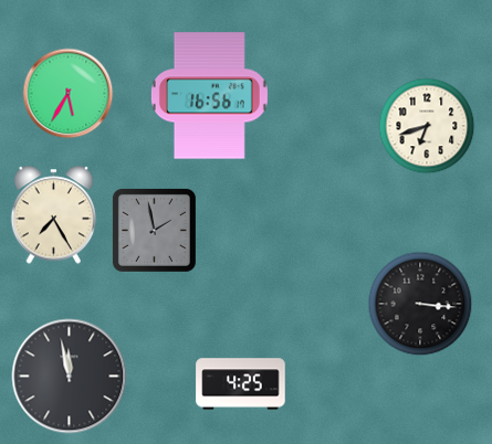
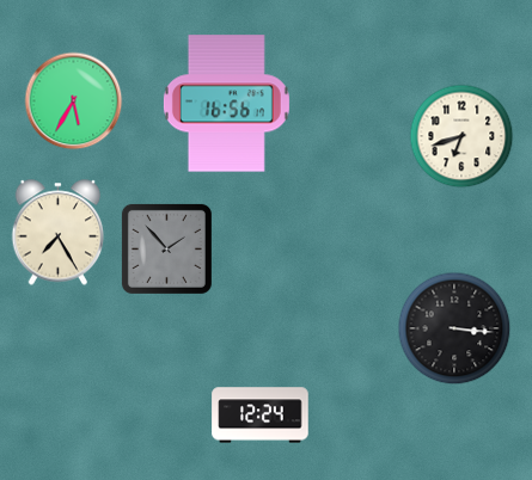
clock at (154, 230): 1:58 -> 1:53
clock at (70, 377): 11:58 -> none
clock at (241, 384): 4:25 -> 12:24
